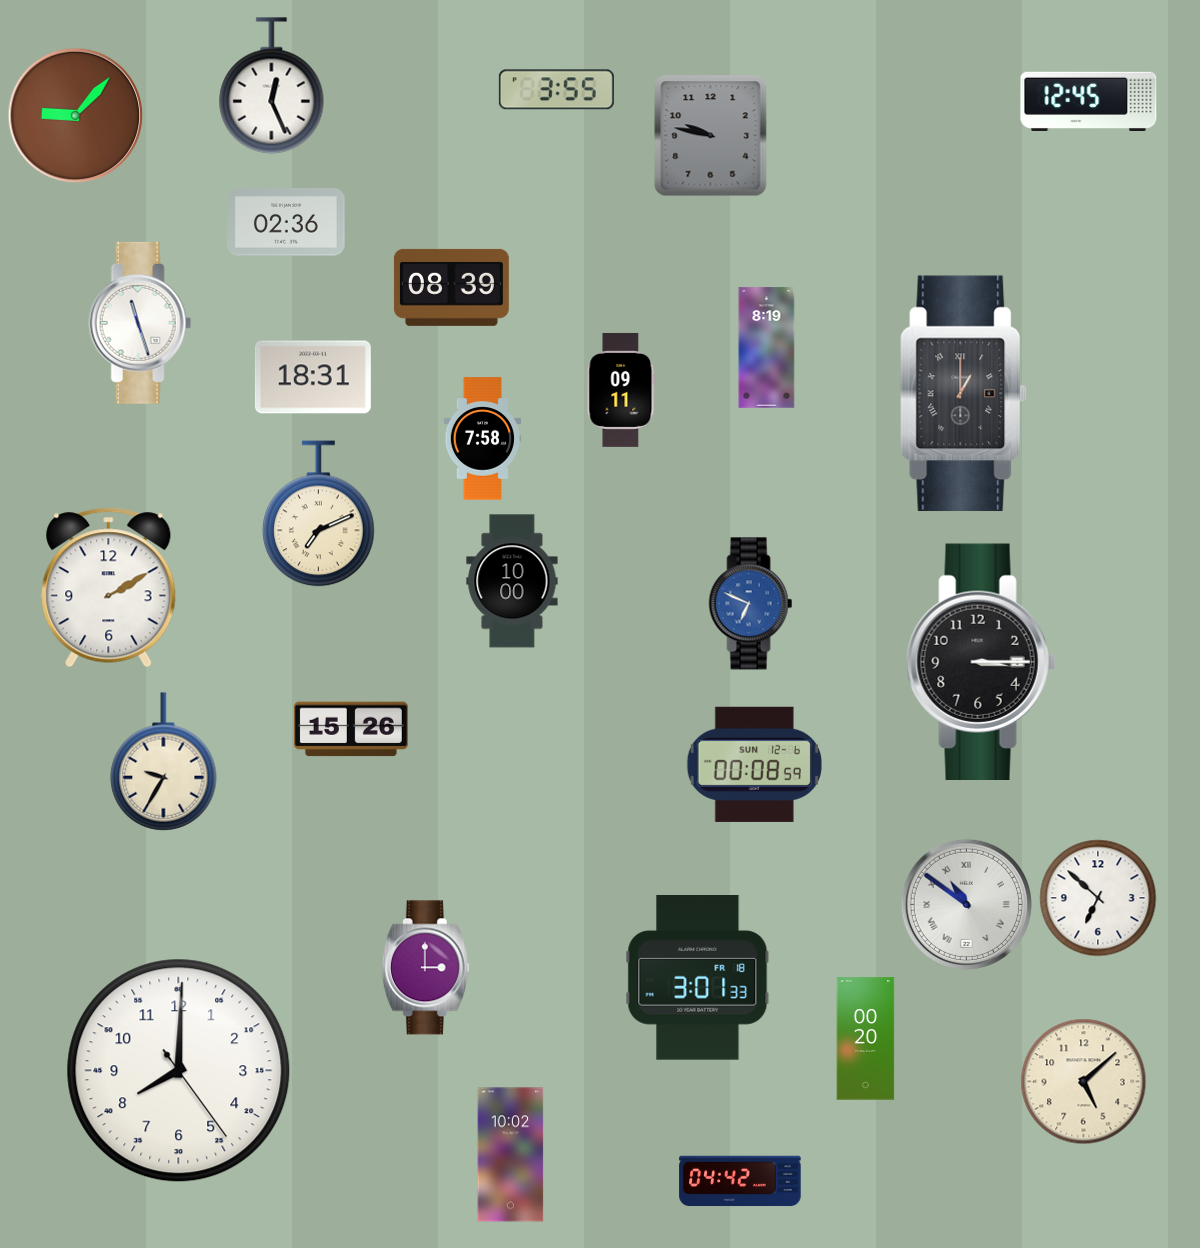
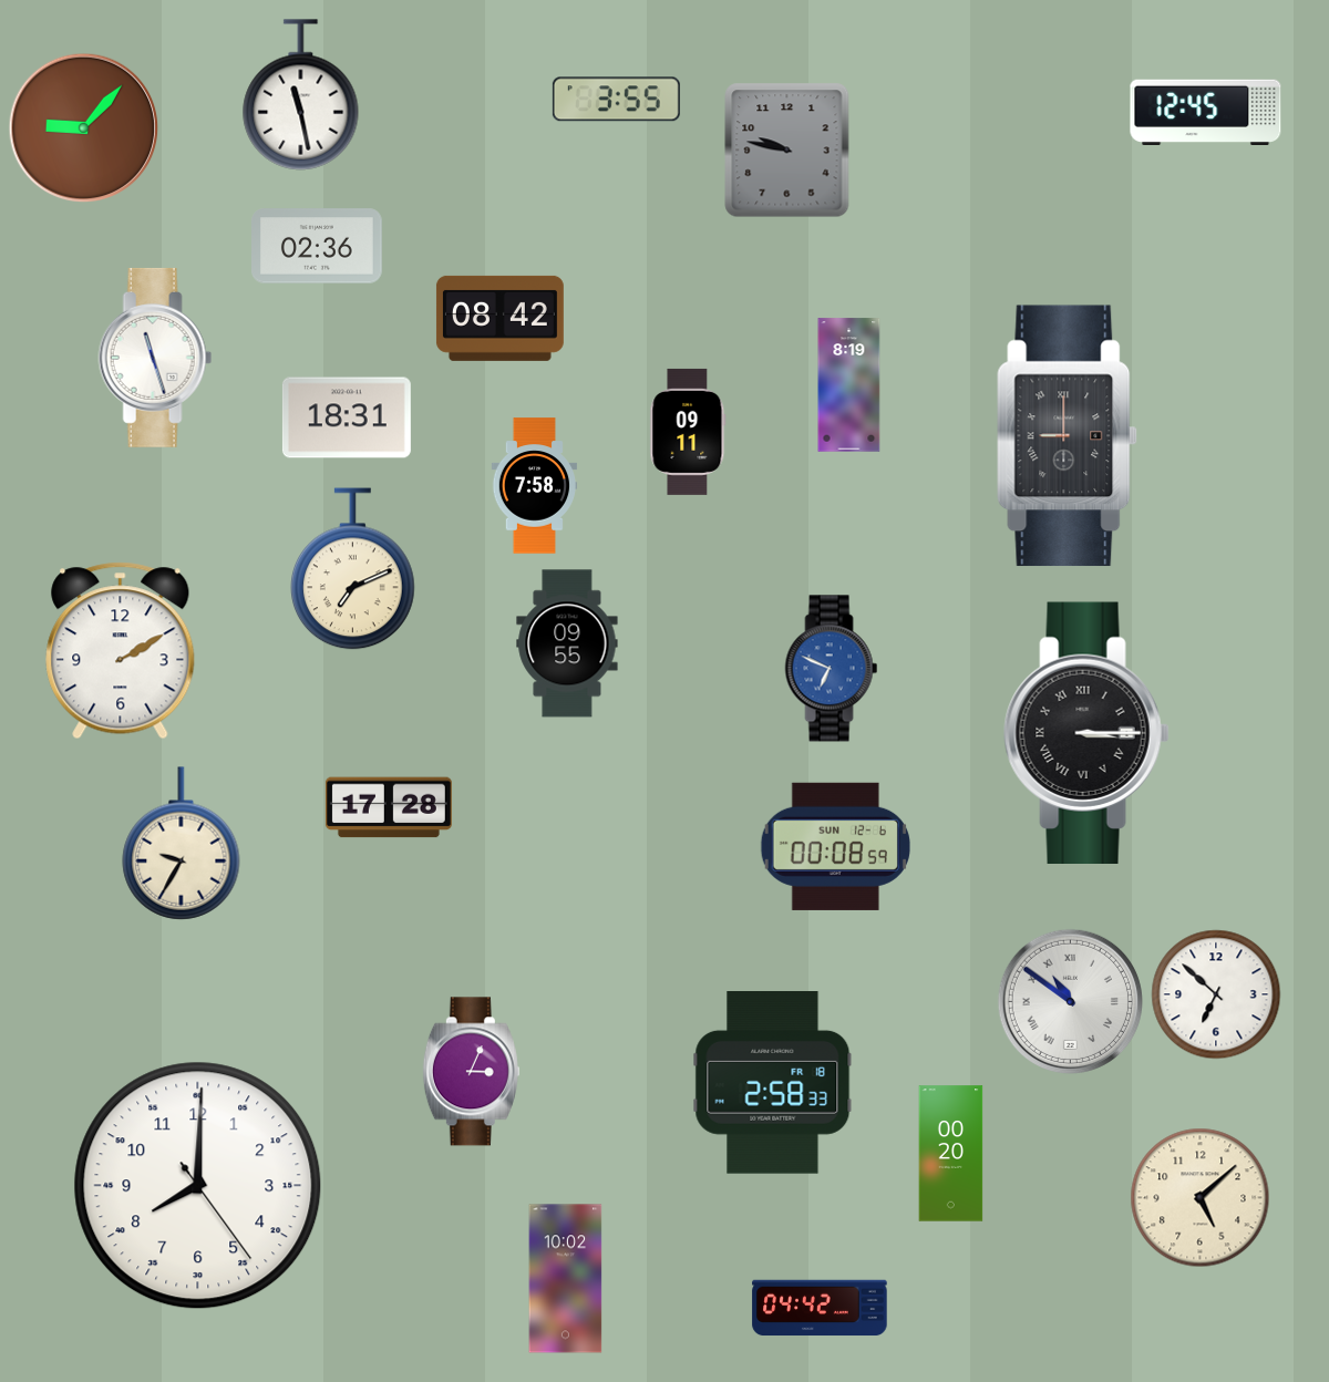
clock at (272, 86): 12:26 -> 11:28
clock at (451, 287): 08:39 -> 08:42
clock at (964, 394): 1:00 -> 9:00
clock at (512, 581): 10:00 -> 09:55
clock at (981, 661) numerals: Arabic -> Roman
clock at (351, 729): 15:26 -> 17:28
clock at (425, 968): 3:00 -> 3:04
clock at (698, 978): 3:01 -> 2:58
clock at (866, 1039) position: (866, 1039) -> (951, 1154)
